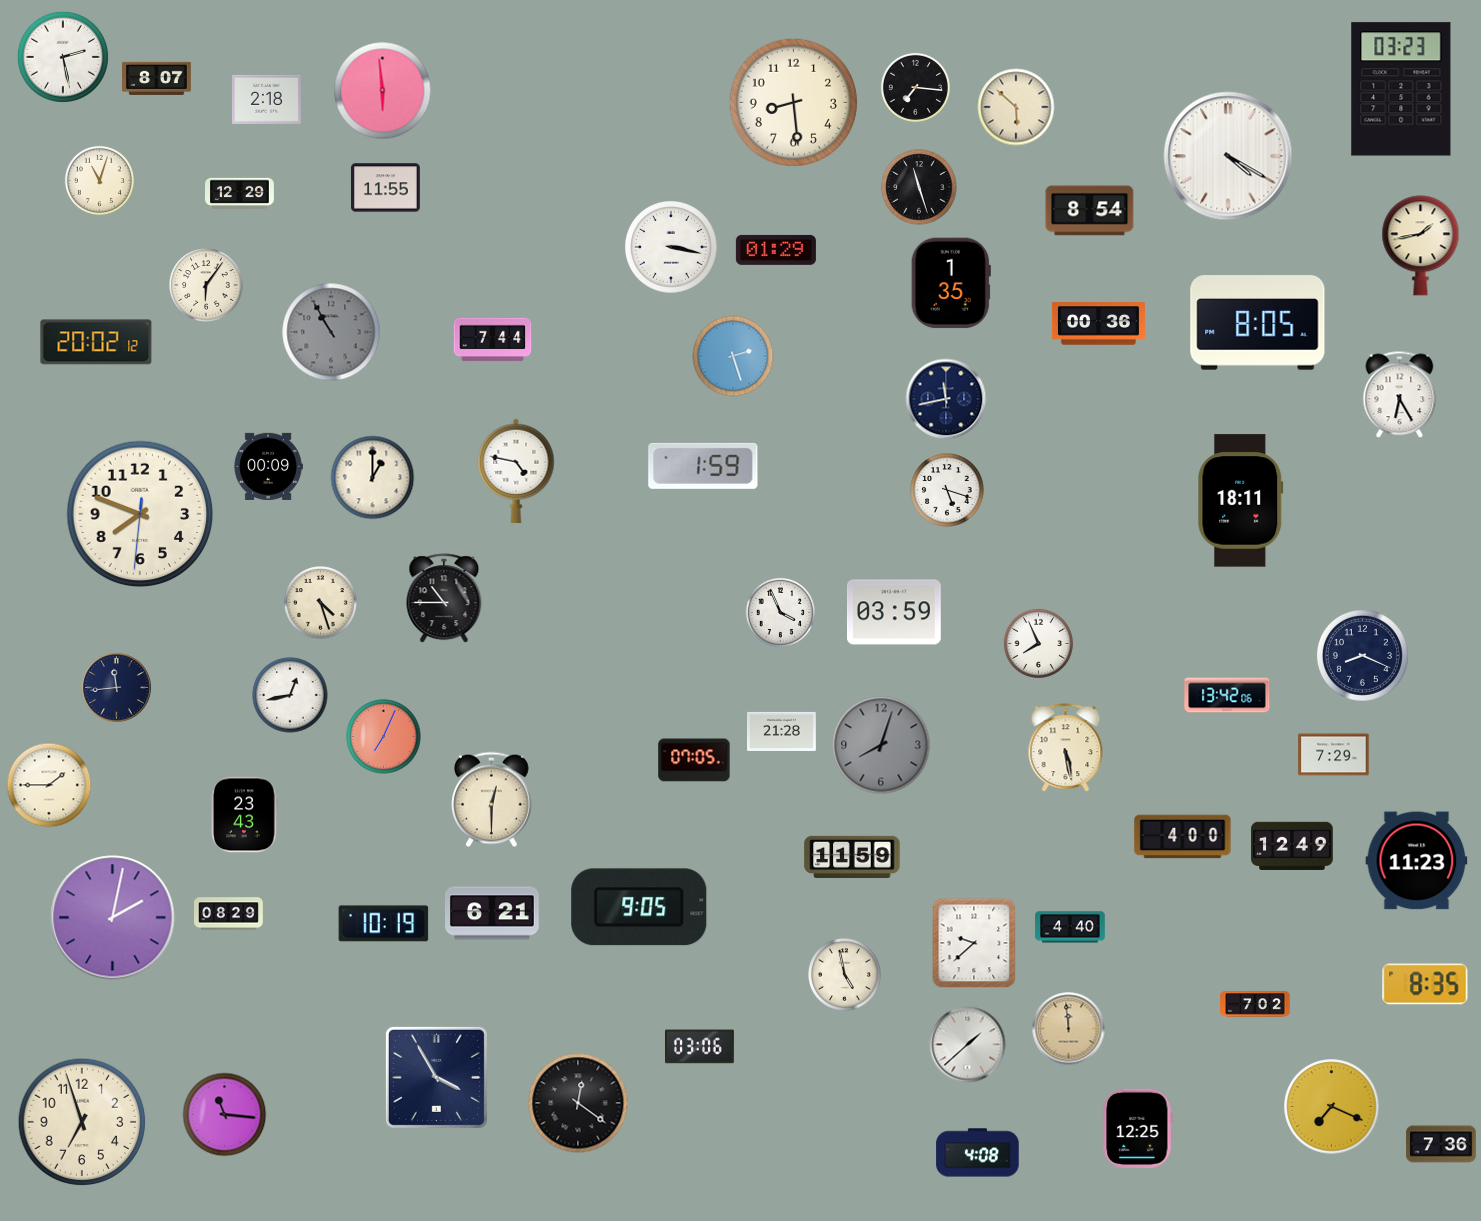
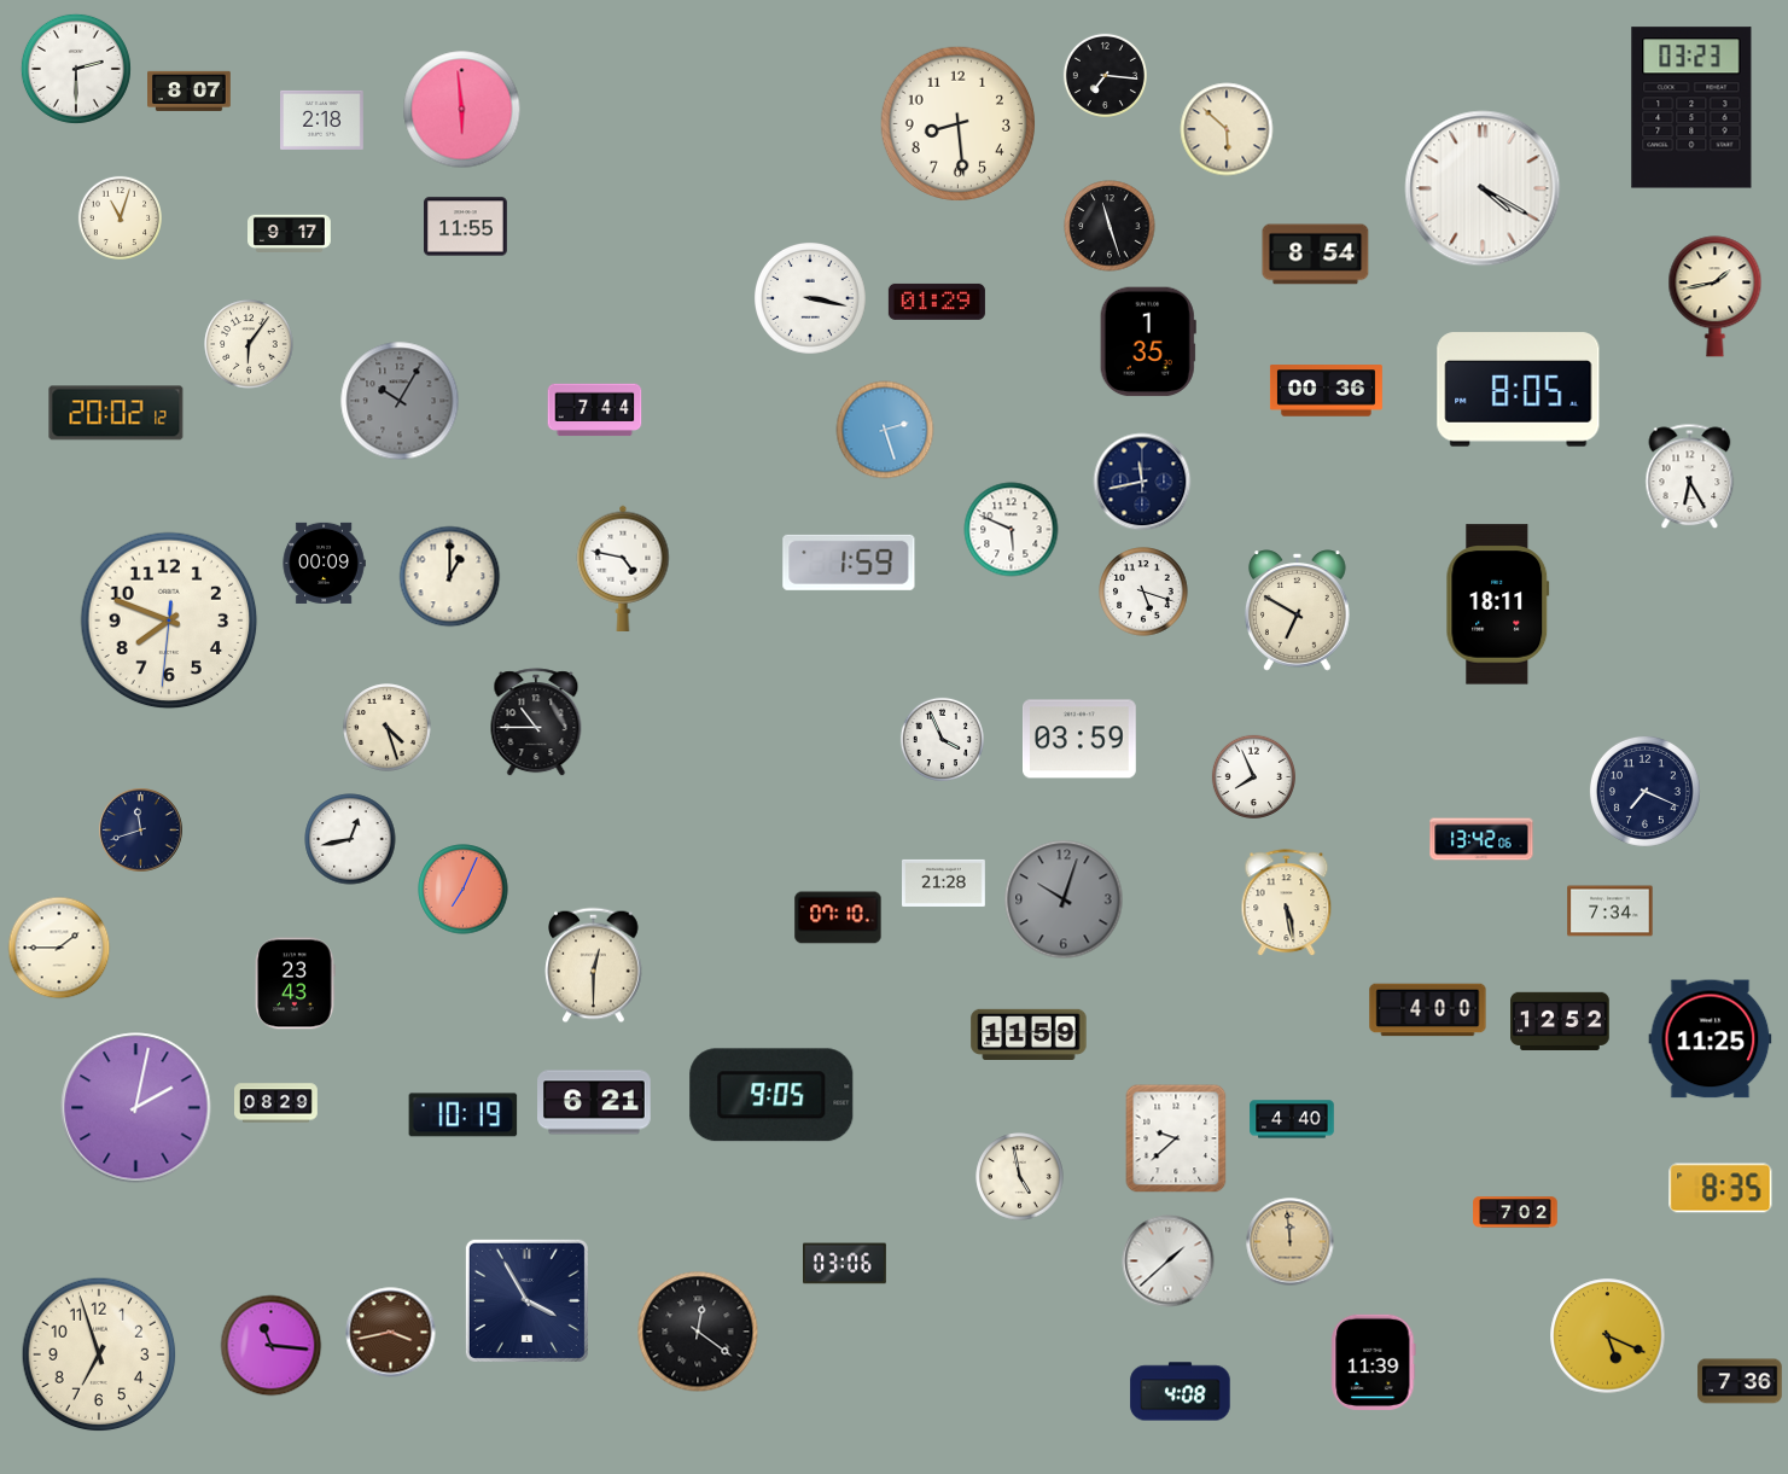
clock at (63, 57): 2:28 -> 2:30
clock at (157, 78) position: (157, 78) -> (190, 91)
clock at (915, 87) position: (915, 87) -> (1105, 75)
clock at (240, 193): 12:29 -> 9:17
clock at (331, 332): 10:55 -> 10:05
clock at (1012, 530): none -> 5:49
clock at (1297, 611): none -> 6:50
clock at (1362, 655): 8:19 -> 7:19
clock at (117, 688): 11:44 -> 11:42
clock at (881, 745): 8:03 -> 10:03
clock at (1334, 755): 7:29 -> 7:34
clock at (694, 760): 07:05 -> 07:10
clock at (1292, 845): 12:49 -> 12:52
clock at (1417, 861): 11:23 -> 11:25
clock at (391, 1333): none -> 3:43
clock at (1332, 1107): 7:19 -> 5:19
clock at (1138, 1128): 12:25 -> 11:39
